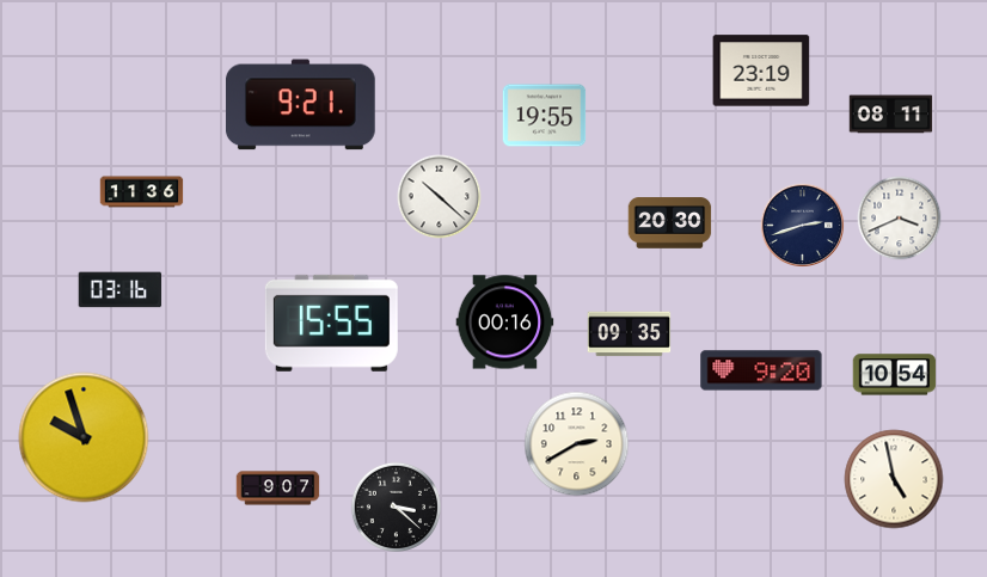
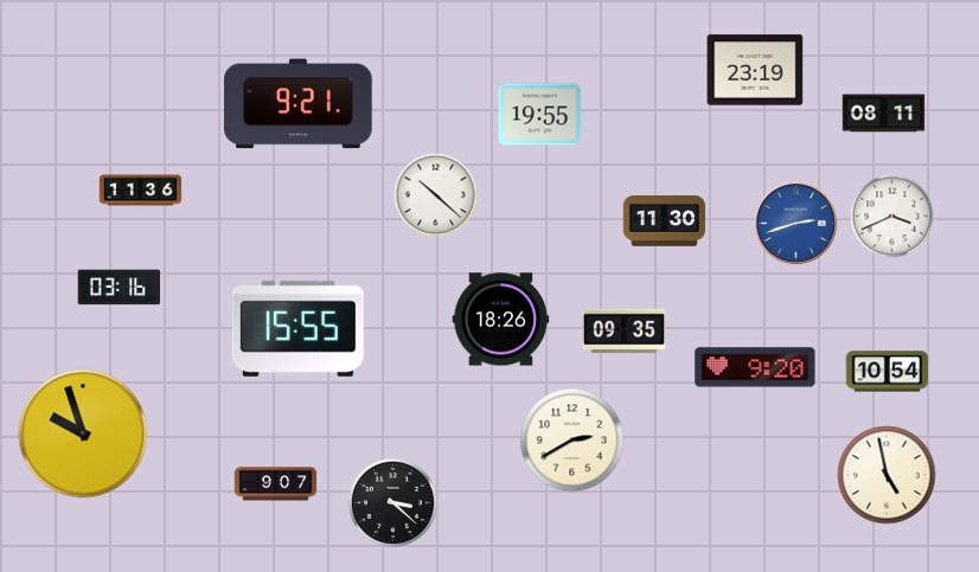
clock at (670, 223): 20:30 -> 11:30
clock at (802, 225) dial: navy -> blue
clock at (331, 323) position: (331, 323) -> (297, 328)
clock at (505, 323): 00:16 -> 18:26
